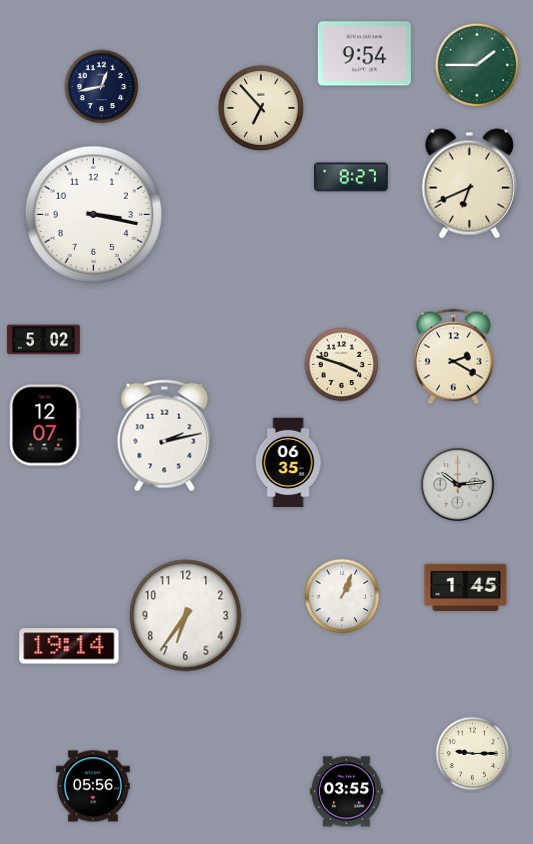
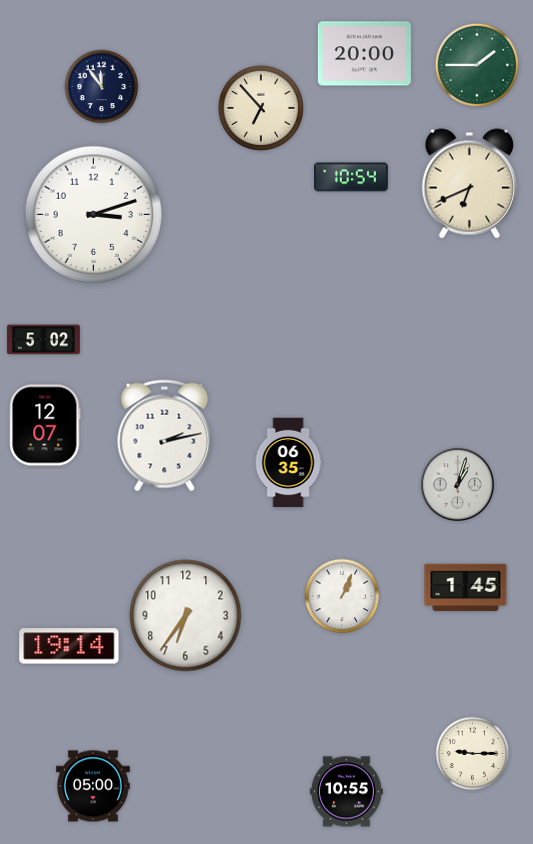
clock at (364, 54): 9:54 -> 20:00
clock at (102, 87): 12:43 -> 11:54
clock at (352, 177): 8:27 -> 10:54
clock at (93, 214): 3:17 -> 3:12
clock at (453, 357): 2:20 -> none
clock at (342, 365): 3:48 -> none
clock at (457, 484): 10:14 -> 1:03
clock at (94, 786): 05:56 -> 05:00
clock at (346, 792): 03:55 -> 10:55
